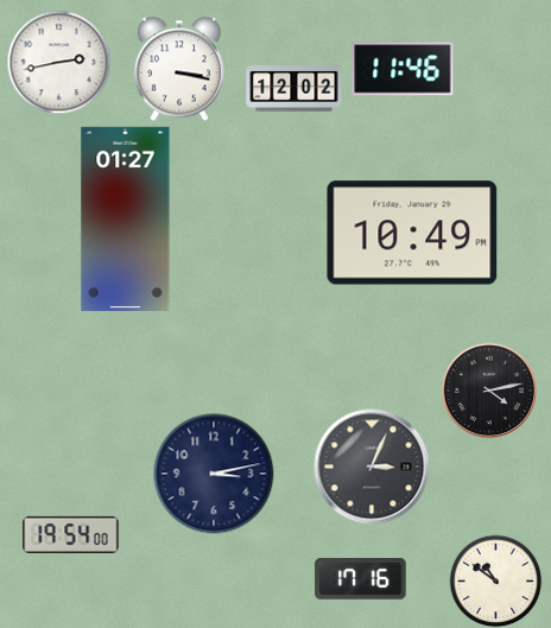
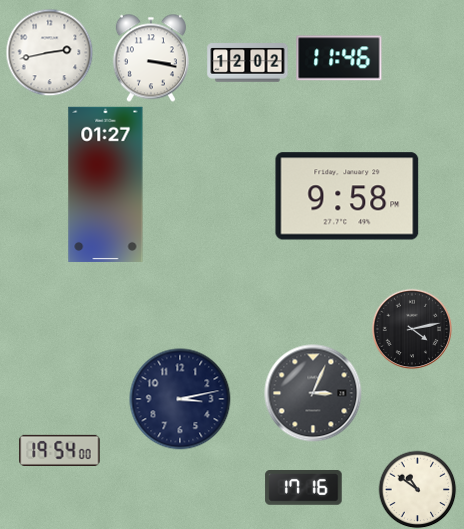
clock at (294, 89) position: (294, 89) -> (248, 63)
clock at (412, 233): 10:49 -> 9:58
